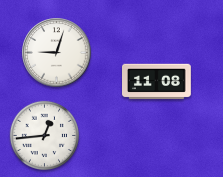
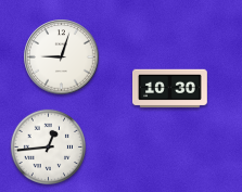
clock at (157, 82): 11:08 -> 10:30
